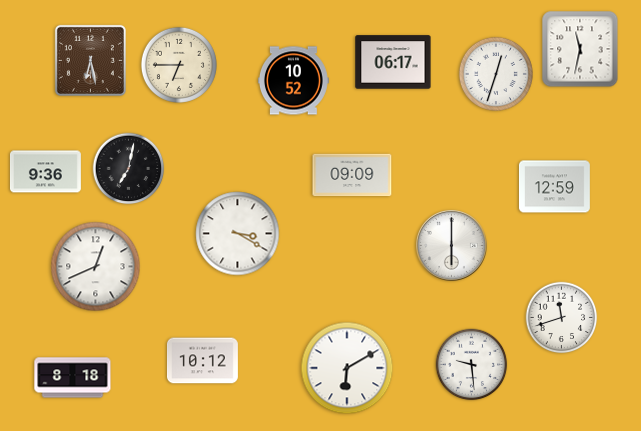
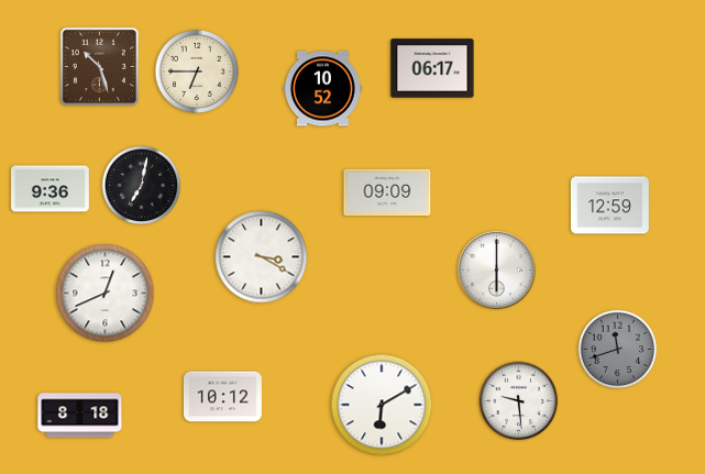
clock at (580, 49): 11:32 -> none
clock at (90, 60): 6:28 -> 10:27
clock at (496, 73): 12:33 -> none
clock at (562, 318) dial: white -> grey
